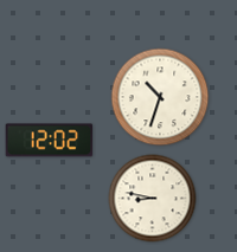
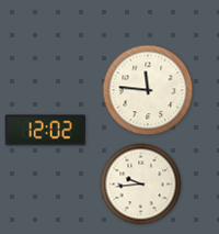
clock at (160, 97): 10:33 -> 11:46
clock at (153, 199): 8:47 -> 9:44
